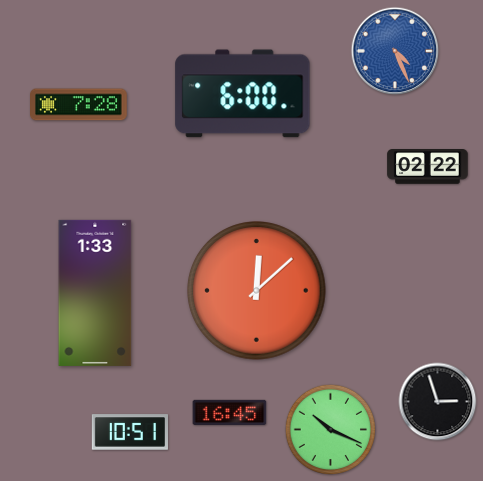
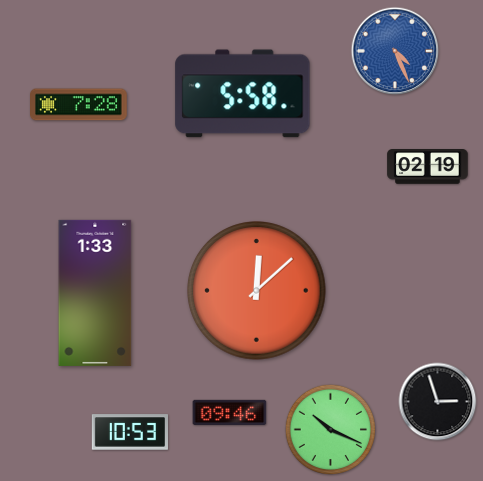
clock at (243, 94): 6:00 -> 5:58
clock at (428, 167): 02:22 -> 02:19
clock at (230, 412): 16:45 -> 09:46
clock at (129, 432): 10:51 -> 10:53
